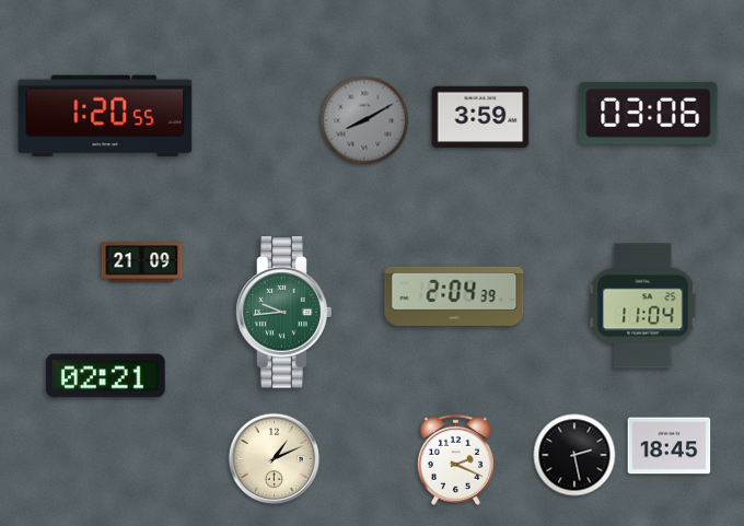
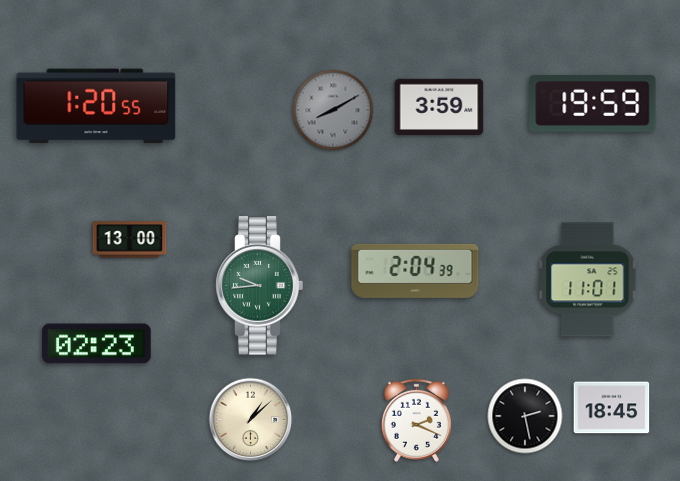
clock at (649, 113): 03:06 -> 19:59
clock at (142, 262): 21:09 -> 13:00
clock at (643, 306): 11:04 -> 11:01
clock at (106, 376): 02:21 -> 02:23
clock at (275, 459): 1:11 -> 1:08
